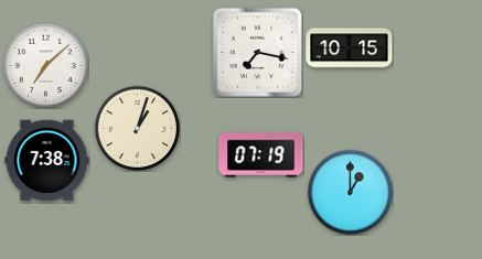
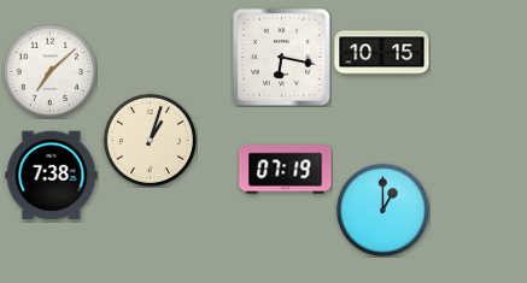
clock at (257, 52): 7:17 -> 6:17
